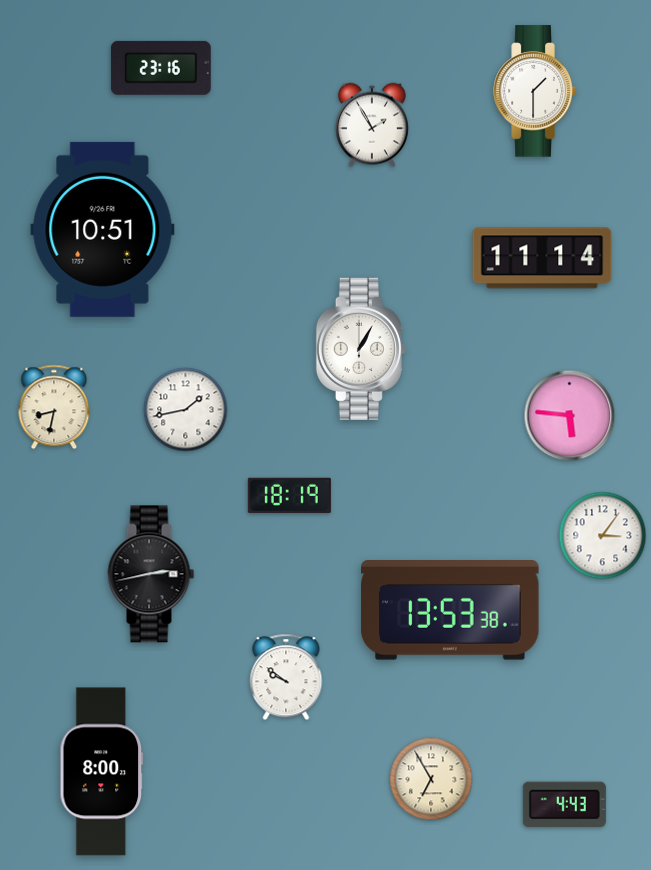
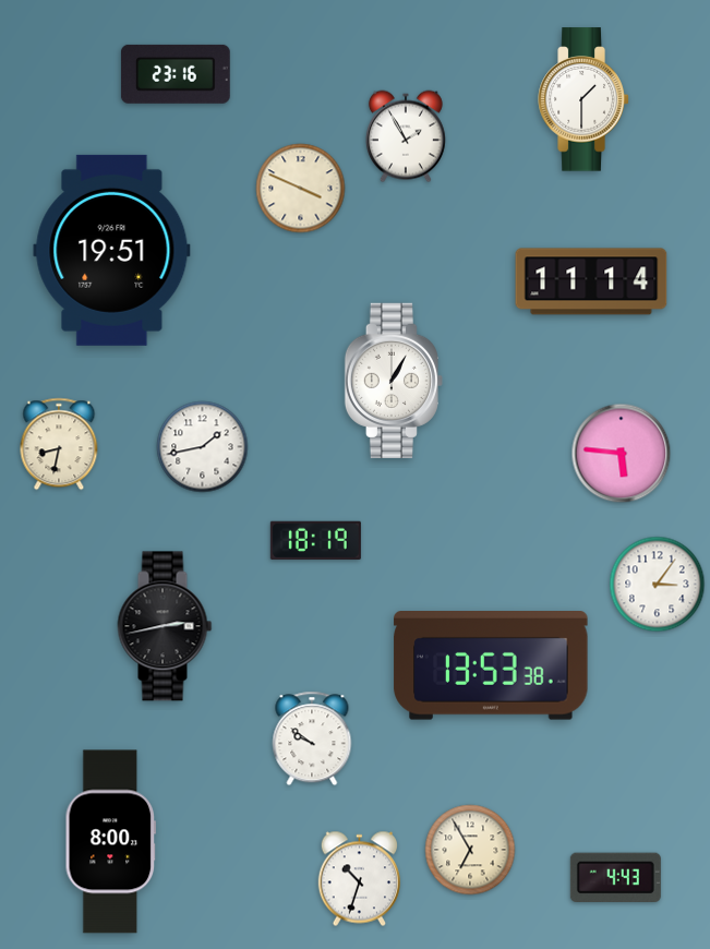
clock at (301, 189): none -> 3:49
clock at (103, 229): 10:51 -> 19:51
clock at (359, 879): none -> 10:33
